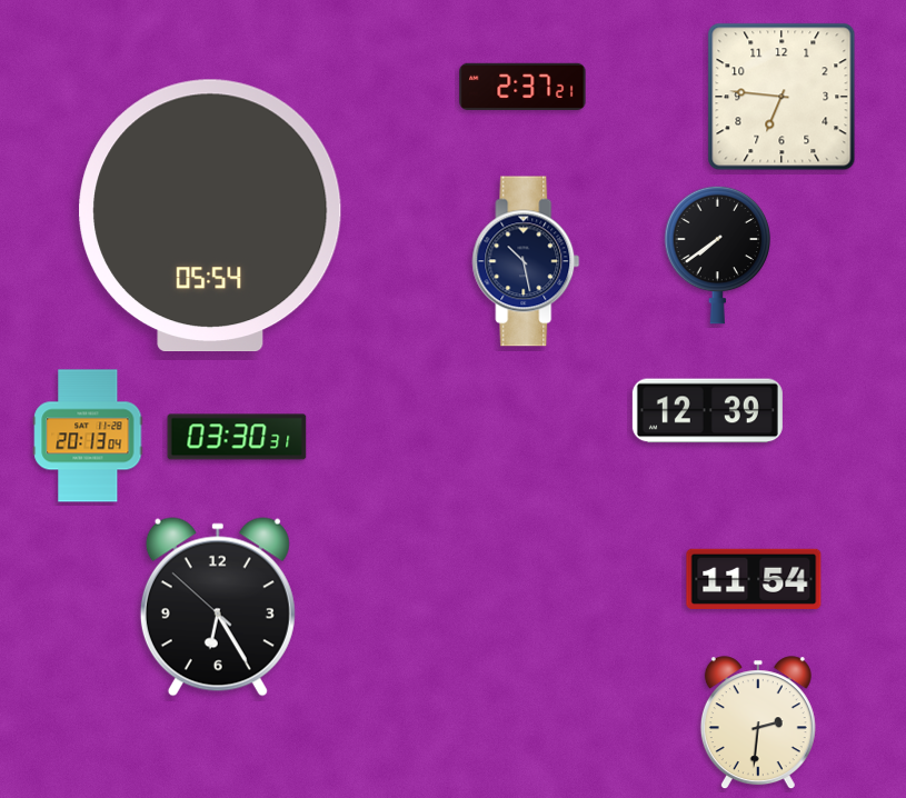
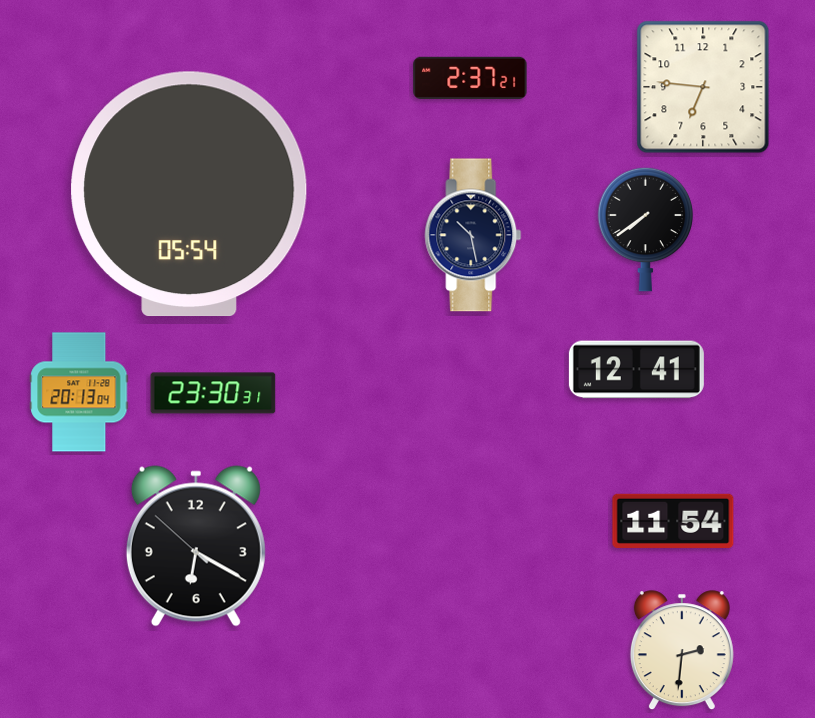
clock at (707, 411): 12:39 -> 12:41
clock at (237, 437): 03:30 -> 23:30
clock at (754, 579) position: (754, 579) -> (673, 521)
clock at (218, 607): 6:24 -> 6:19
